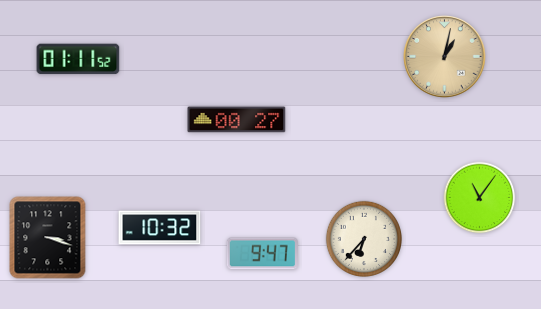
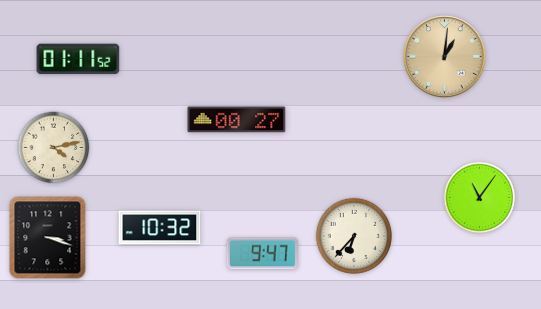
clock at (445, 57): 1:02 -> 1:01
clock at (54, 148): none -> 4:13
clock at (364, 239) position: (364, 239) -> (354, 236)
